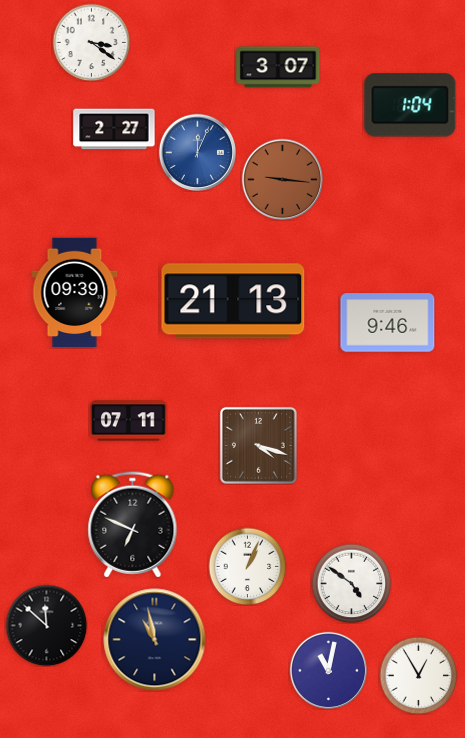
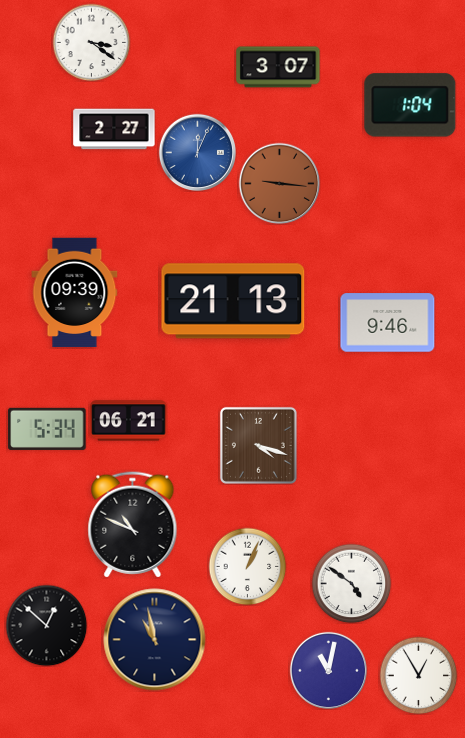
clock at (282, 179) position: (282, 179) -> (279, 183)
clock at (129, 421): 07:11 -> 06:21
clock at (47, 429): none -> 5:34
clock at (133, 525): 6:49 -> 10:49
clock at (46, 625): 11:52 -> 12:52
